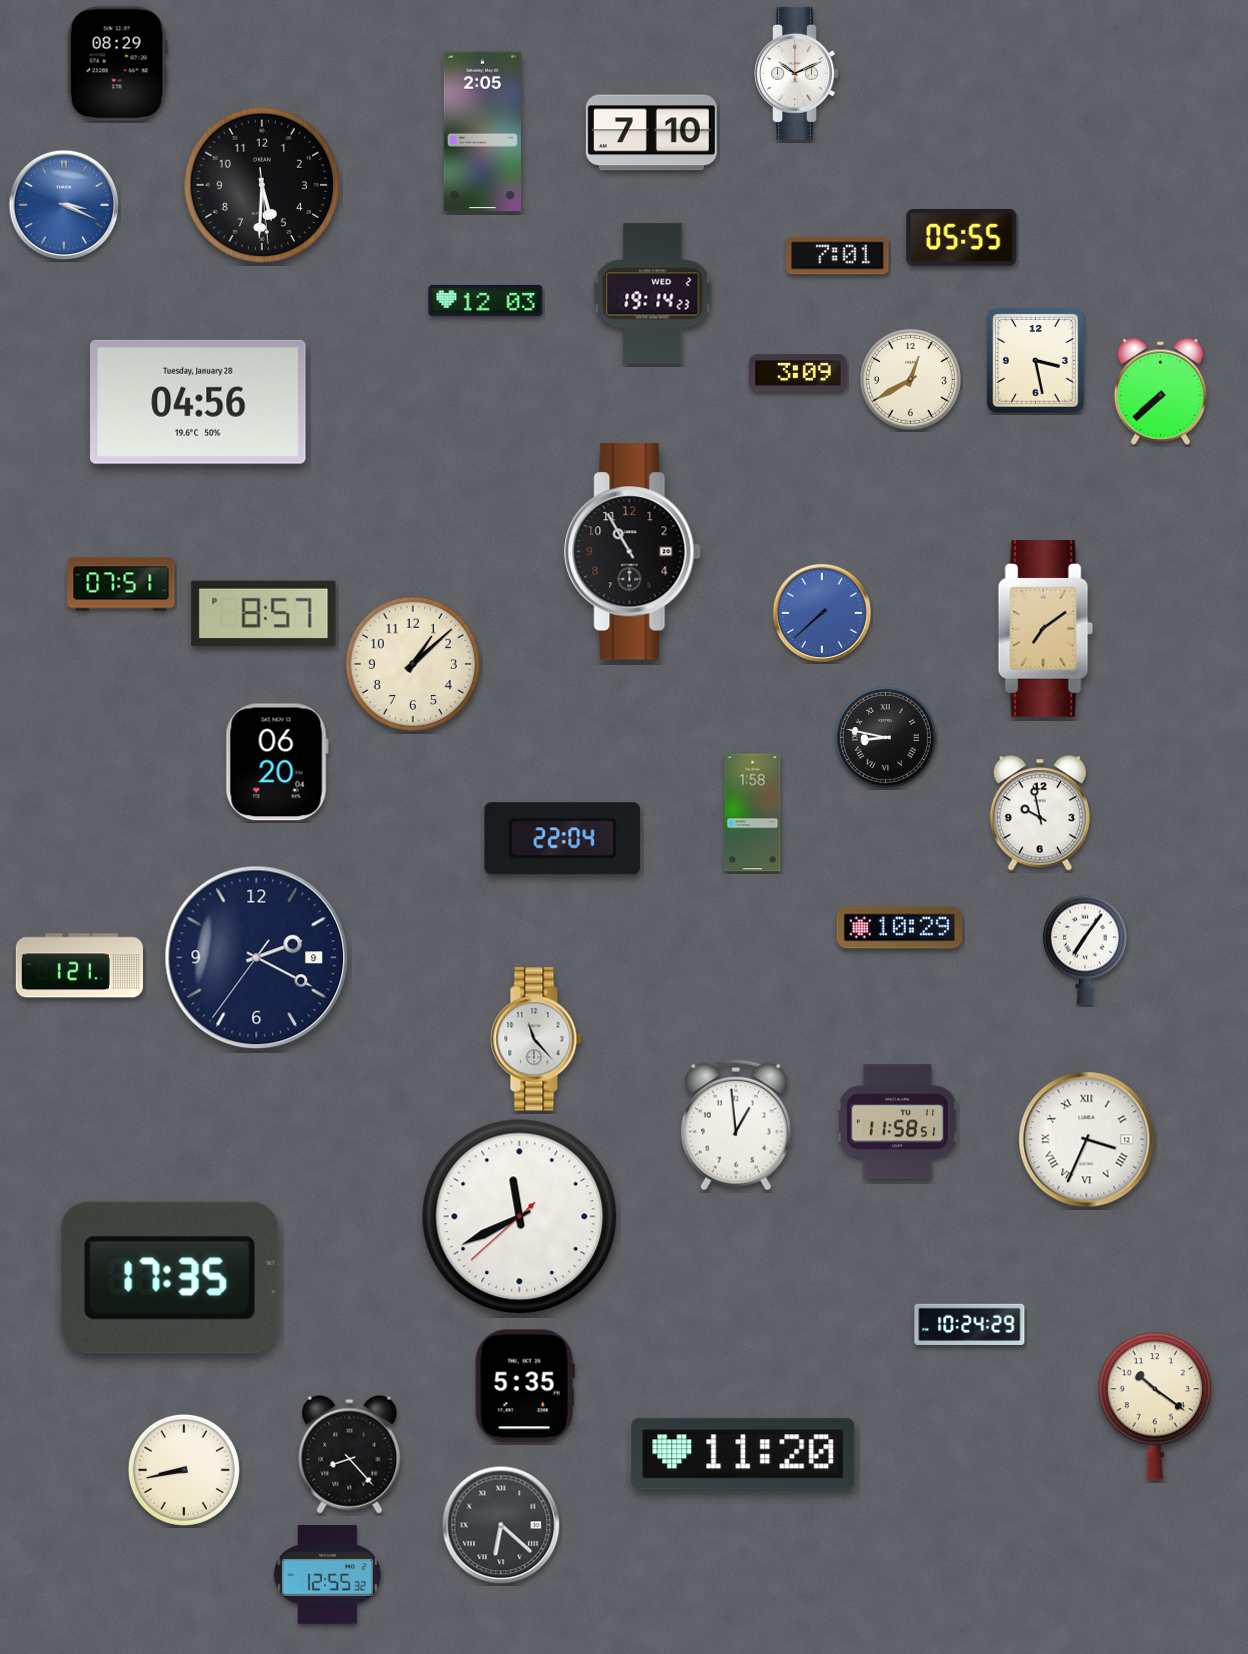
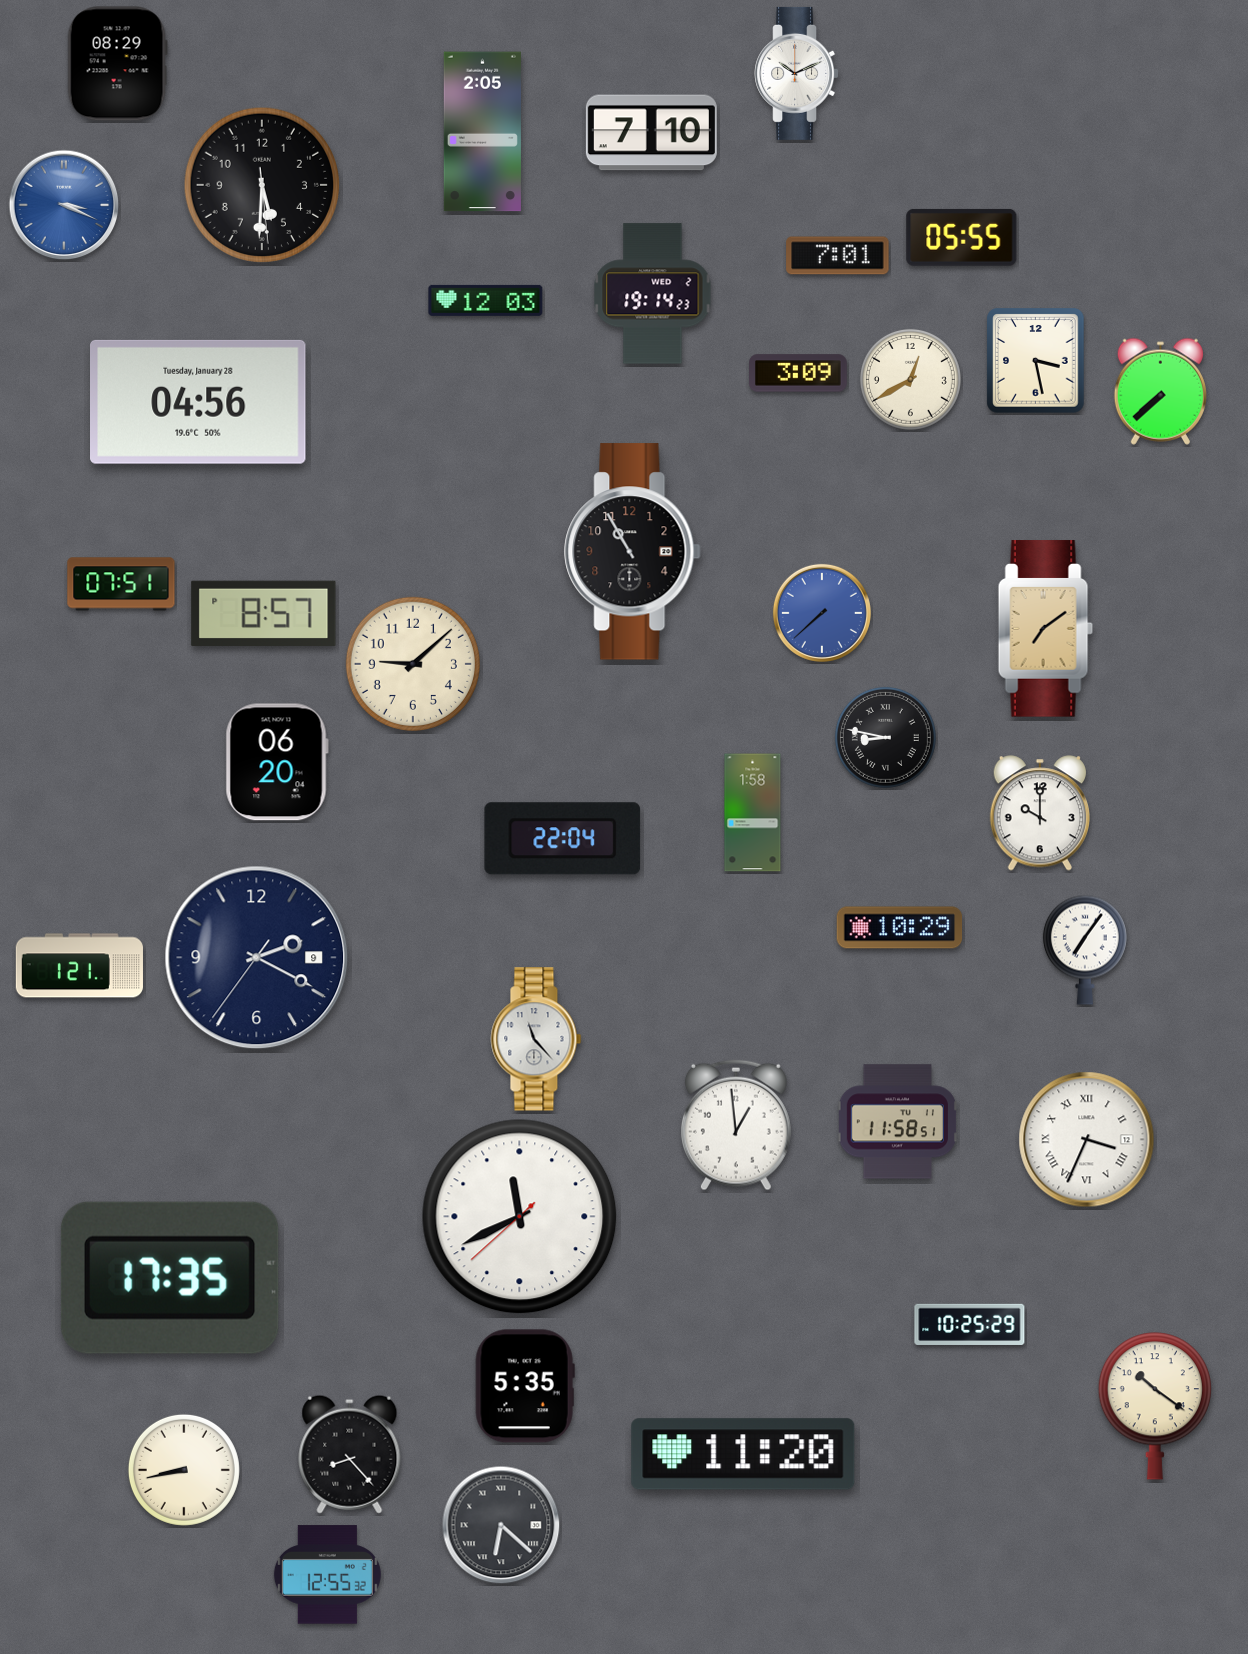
clock at (413, 664): 1:08 -> 9:08
clock at (1039, 813): 9:58 -> 10:00
clock at (970, 1324): 10:24 -> 10:25
